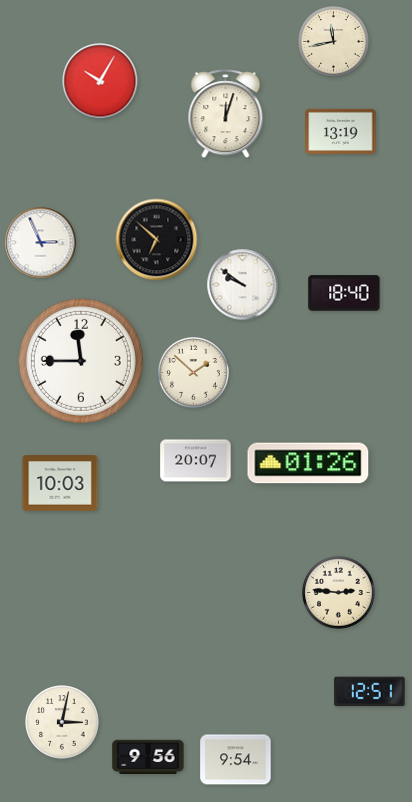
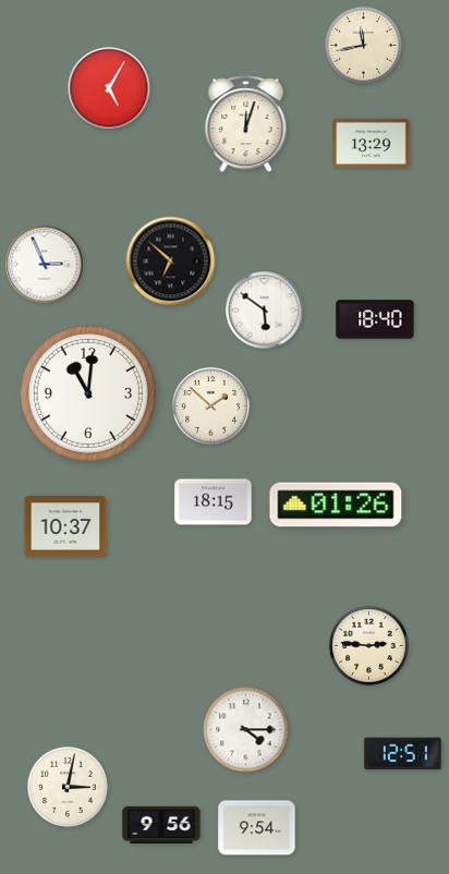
clock at (100, 81): 10:05 -> 5:05
clock at (341, 131): 13:19 -> 13:29
clock at (243, 285): 9:51 -> 5:51
clock at (81, 361): 11:45 -> 11:01
clock at (196, 461): 20:07 -> 18:15
clock at (60, 483): 10:03 -> 10:37
clock at (246, 730): none -> 4:15
